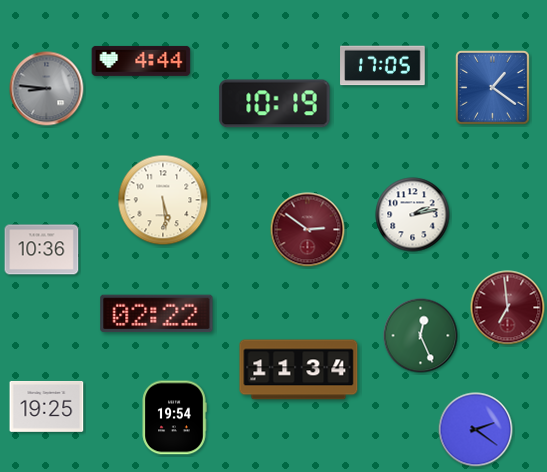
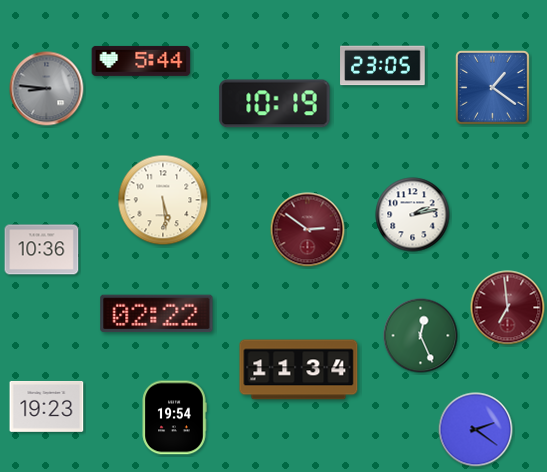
clock at (141, 61): 4:44 -> 5:44
clock at (383, 66): 17:05 -> 23:05
clock at (47, 406): 19:25 -> 19:23
